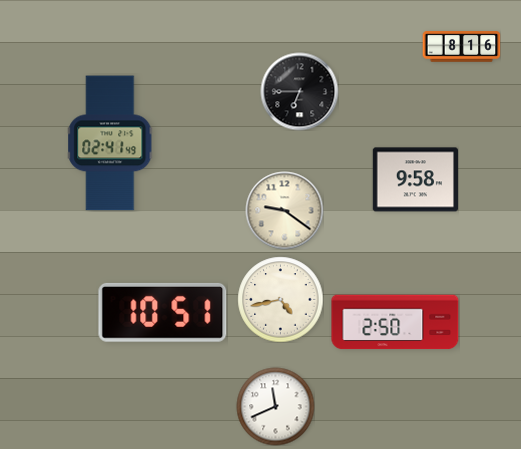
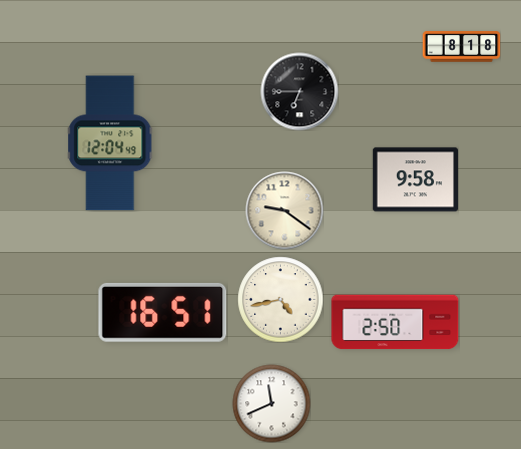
clock at (461, 47): 8:16 -> 8:18
clock at (111, 143): 02:41 -> 12:04
clock at (163, 312): 10:51 -> 16:51
clock at (275, 406) position: (275, 406) -> (271, 403)
